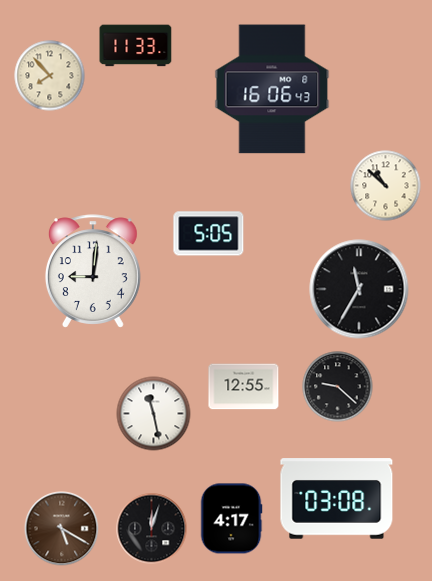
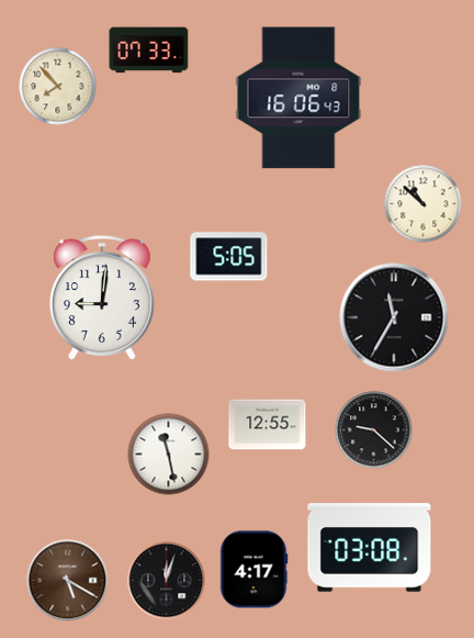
clock at (136, 46): 11:33 -> 07:33
clock at (50, 76) position: (50, 76) -> (58, 87)
clock at (338, 387) position: (338, 387) -> (374, 430)
